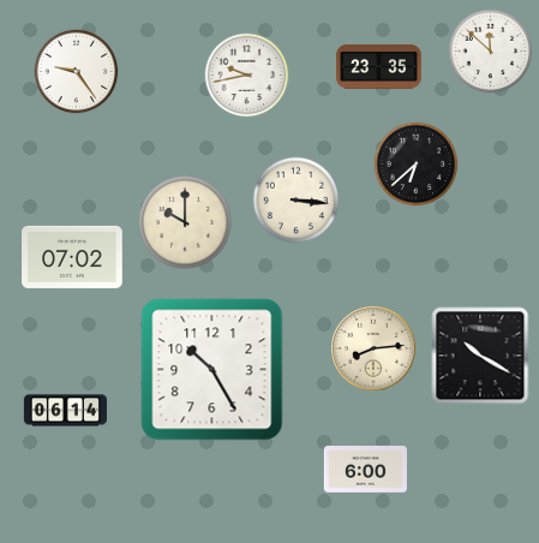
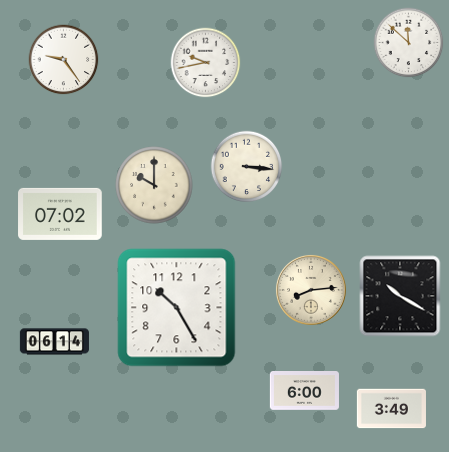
clock at (379, 67): 23:35 -> none
clock at (417, 165): 6:38 -> none
clock at (391, 409): none -> 3:49
